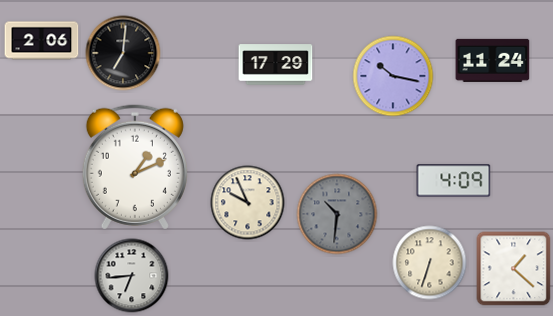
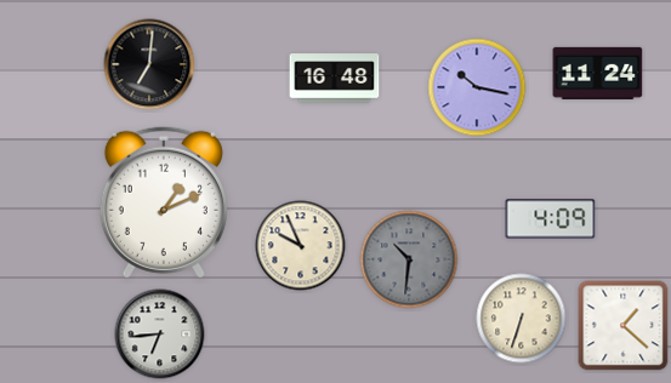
clock at (42, 41): 2:06 -> none
clock at (276, 65): 17:29 -> 16:48
clock at (393, 76) position: (393, 76) -> (477, 87)
